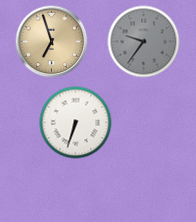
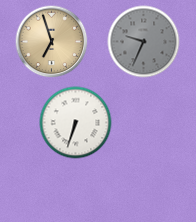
clock at (144, 42): 9:36 -> 9:34
